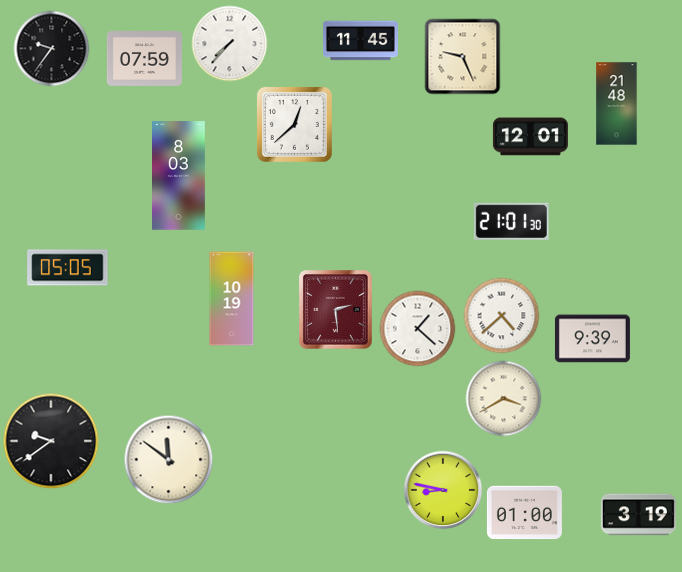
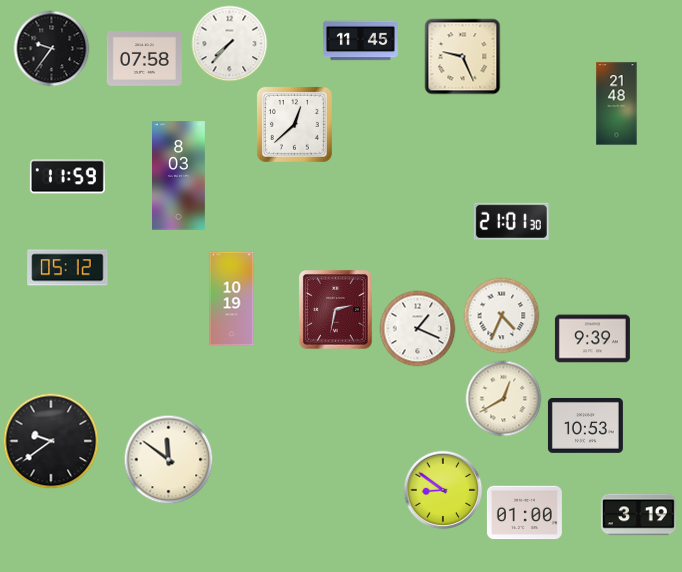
clock at (144, 59): 07:59 -> 07:58
clock at (530, 137): 12:01 -> none
clock at (67, 177): none -> 11:59
clock at (68, 268): 05:05 -> 05:12
clock at (336, 310): 2:29 -> 2:32
clock at (502, 316): 4:38 -> 4:34
clock at (418, 329): 1:22 -> 1:19
clock at (504, 399): 3:40 -> 12:40
clock at (585, 425): none -> 10:53
clock at (443, 490): 8:47 -> 8:51
